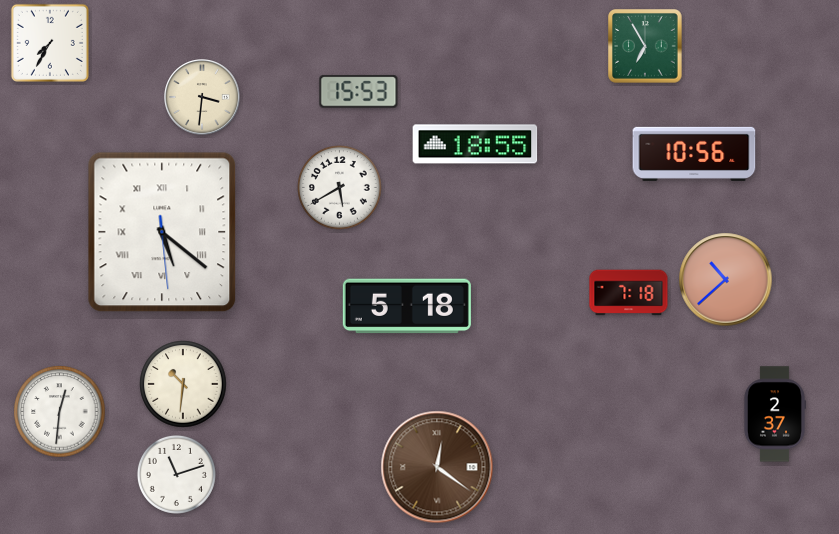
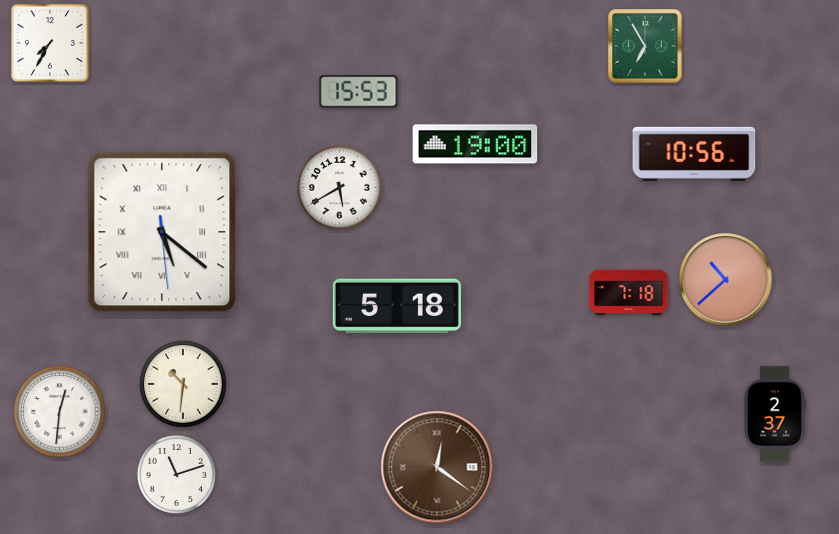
clock at (202, 97): 3:31 -> none
clock at (475, 144): 18:55 -> 19:00
clock at (407, 306) position: (407, 306) -> (397, 306)
